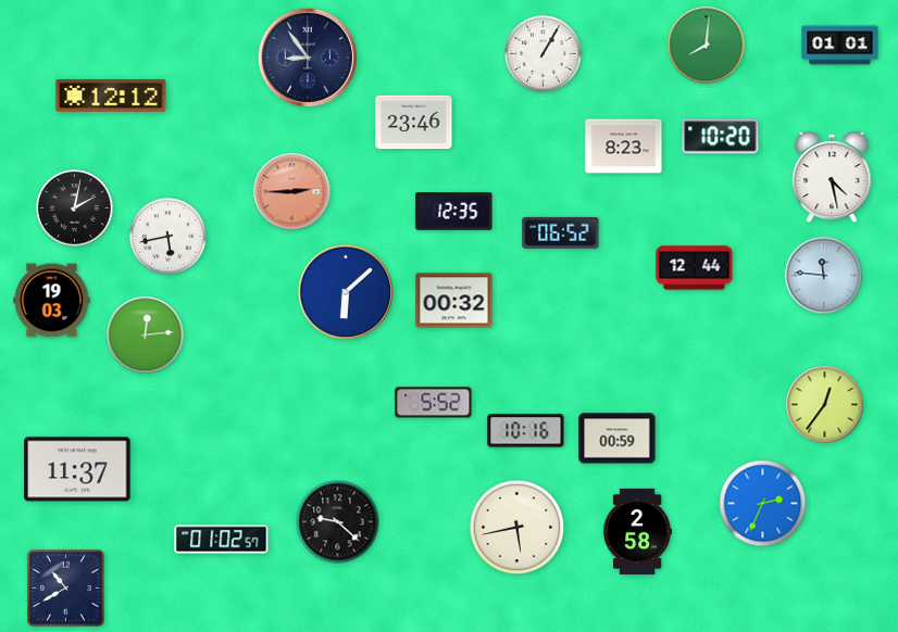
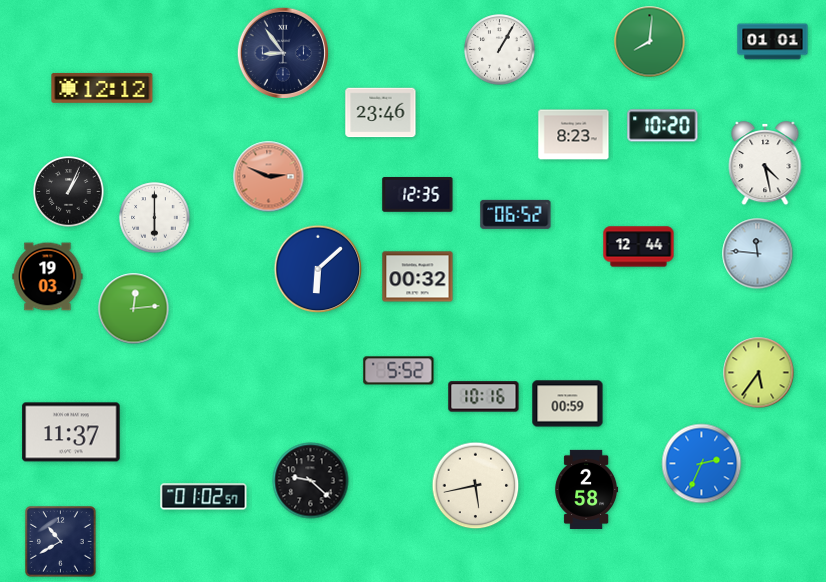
clock at (292, 192): 2:45 -> 2:49
clock at (75, 208): 2:02 -> 1:04
clock at (169, 237): 5:43 -> 6:00
clock at (825, 405): 12:36 -> 5:36
